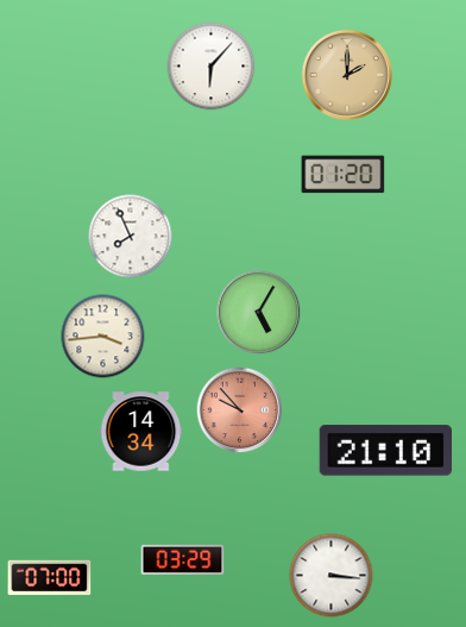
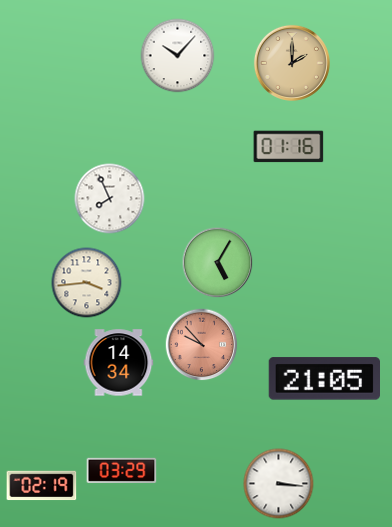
clock at (212, 67): 6:07 -> 10:07
clock at (344, 175): 01:20 -> 01:16
clock at (385, 451): 21:10 -> 21:05
clock at (183, 559) position: (183, 559) -> (122, 470)
clock at (50, 578): 07:00 -> 02:19
